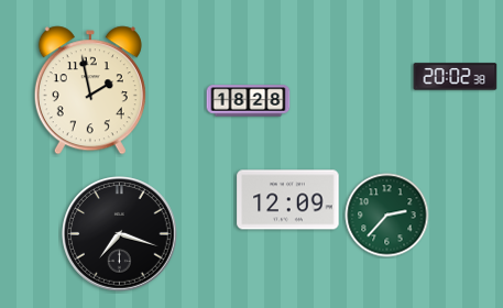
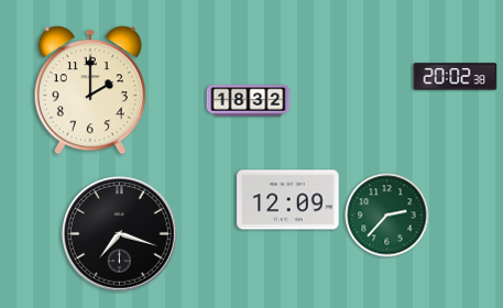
clock at (90, 90): 1:58 -> 2:00
clock at (249, 101): 18:28 -> 18:32
